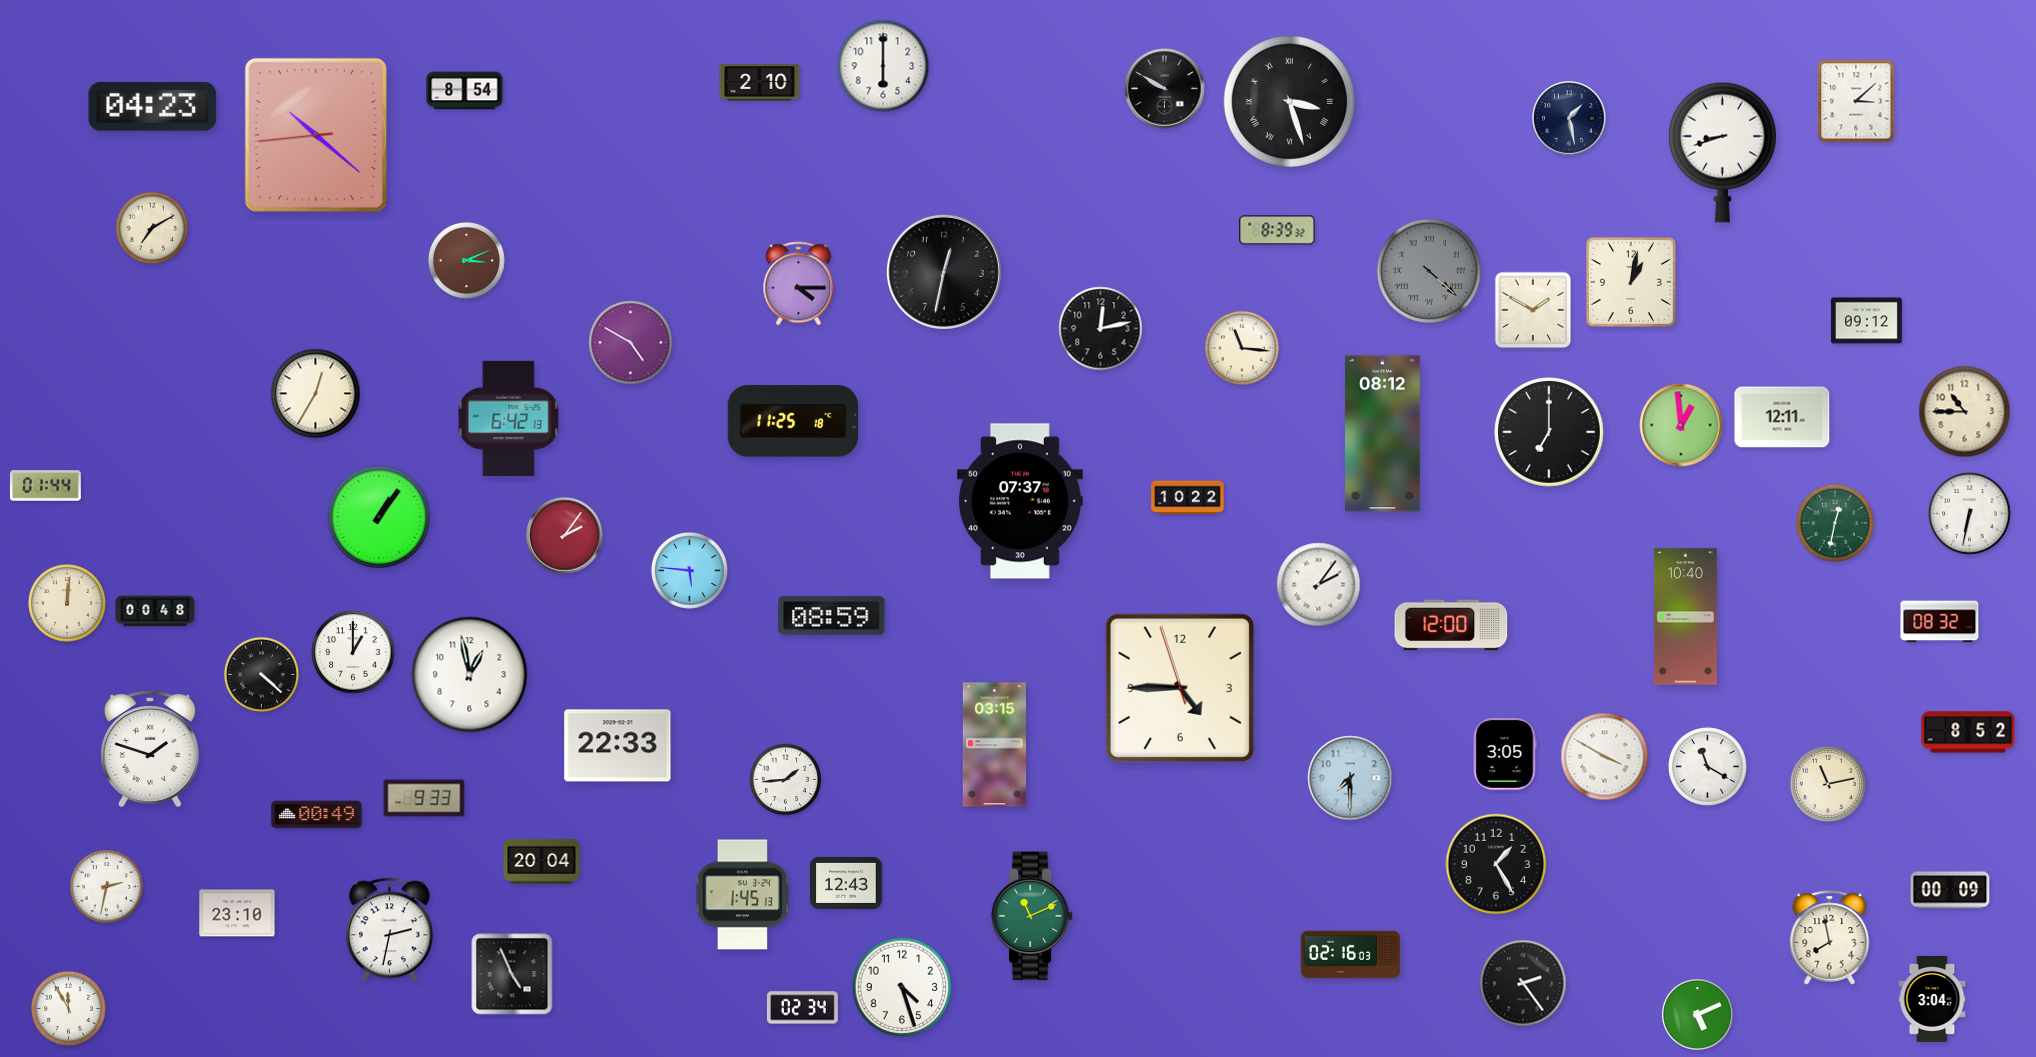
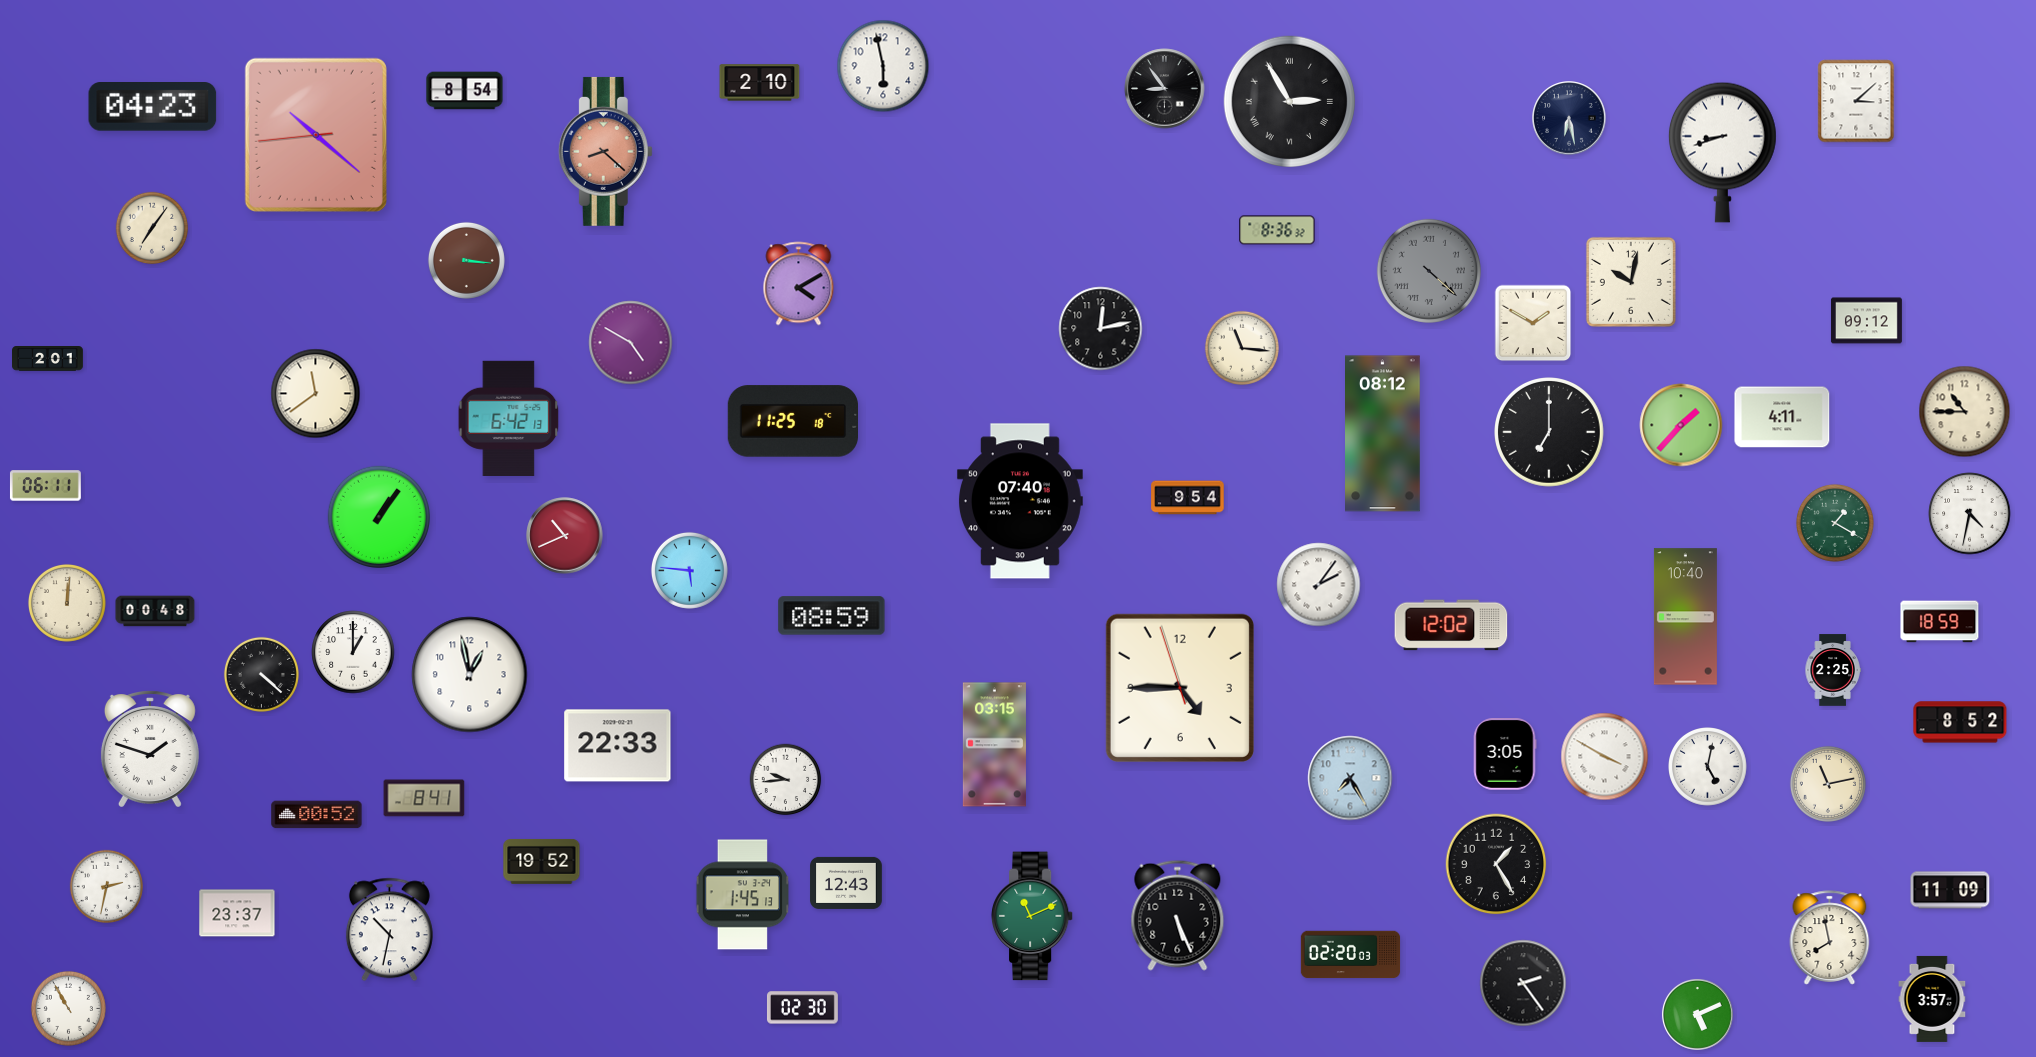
clock at (883, 66): 6:00 -> 5:58
clock at (1165, 89): 9:50 -> 8:54
clock at (1289, 101): 3:27 -> 2:55
clock at (1569, 118): 1:28 -> 6:28
clock at (605, 151): none -> 8:22
clock at (152, 228): 7:10 -> 7:06
clock at (1277, 230): 8:39 -> 8:36
clock at (466, 260): 3:11 -> 3:16
clock at (944, 272): 12:32 -> none
clock at (1631, 282): 1:02 -> 10:02
clock at (799, 284): 4:15 -> 4:10
clock at (1533, 310) position: (1533, 310) -> (1533, 323)
clock at (48, 359): none -> 2:01
clock at (316, 394): 12:35 -> 11:39
clock at (1782, 417): 12:11 -> 4:11
clock at (1681, 425): 12:59 -> 1:37
clock at (45, 486): 01:44 -> 06:11
clock at (1188, 498): 10:22 -> 9:54
clock at (1020, 501): 07:37 -> 07:40
clock at (1970, 514): 6:32 -> 4:32
clock at (1835, 523): 12:32 -> 1:20
clock at (565, 536): 2:06 -> 10:41
clock at (1940, 622): 08:32 -> 18:59
clock at (1451, 625): 12:00 -> 12:02
clock at (1833, 670): none -> 2:25
clock at (1968, 732) position: (1968, 732) -> (1960, 722)
clock at (1708, 767): 11:20 -> 5:02
clock at (1350, 778): 7:30 -> 7:25
clock at (786, 780): 1:44 -> 9:44
clock at (424, 798): 9:33 -> 8:41
clock at (317, 815): 00:49 -> 00:52
clock at (542, 861): 20:04 -> 19:52
clock at (1950, 890): 00:09 -> 11:09
clock at (237, 913): 23:10 -> 23:37
clock at (1178, 915): none -> 5:26
clock at (389, 930): 2:32 -> 10:32
clock at (1351, 955): 02:16 -> 02:20
clock at (512, 974): 4:56 -> none
clock at (902, 987): 4:27 -> none
clock at (1932, 999): 3:04 -> 3:57
clock at (68, 1008): 11:55 -> 10:55
clock at (802, 1008): 02:34 -> 02:30
